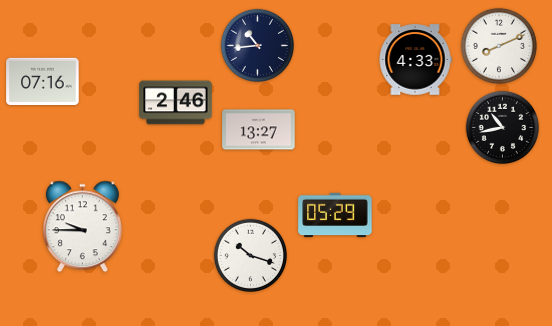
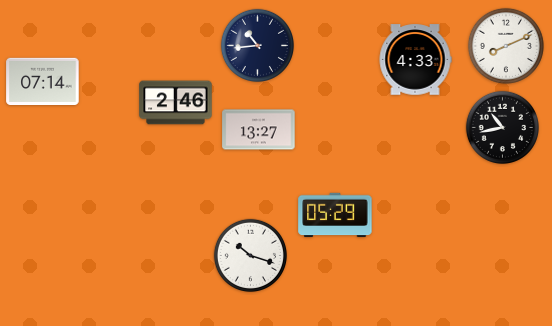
clock at (499, 46) position: (499, 46) -> (506, 46)
clock at (43, 81): 07:16 -> 07:14
clock at (82, 227): 9:45 -> none
